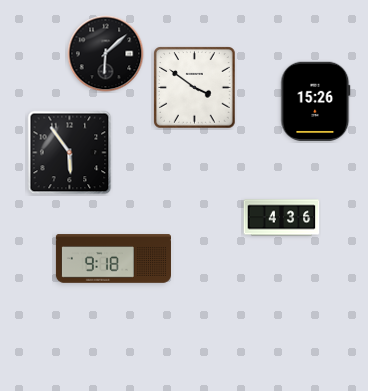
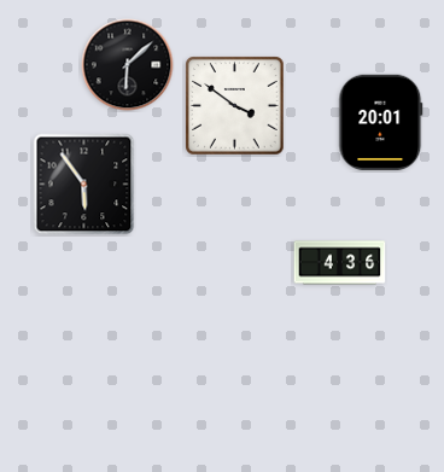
clock at (316, 101): 15:26 -> 20:01
clock at (113, 259): 9:18 -> none
